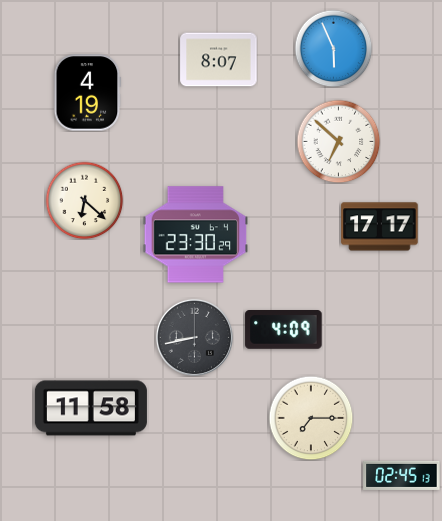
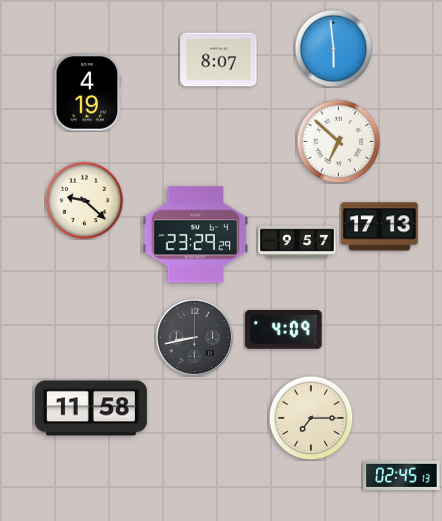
clock at (333, 48): 5:56 -> 5:59
clock at (84, 200): 6:22 -> 9:22
clock at (380, 227): 17:17 -> 17:13
clock at (196, 235): 23:30 -> 23:29
clock at (297, 241): none -> 9:57
